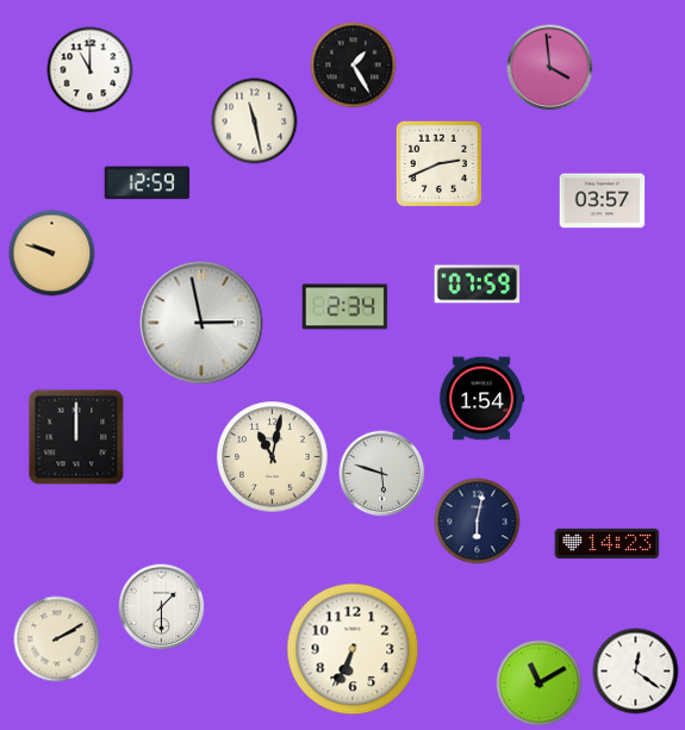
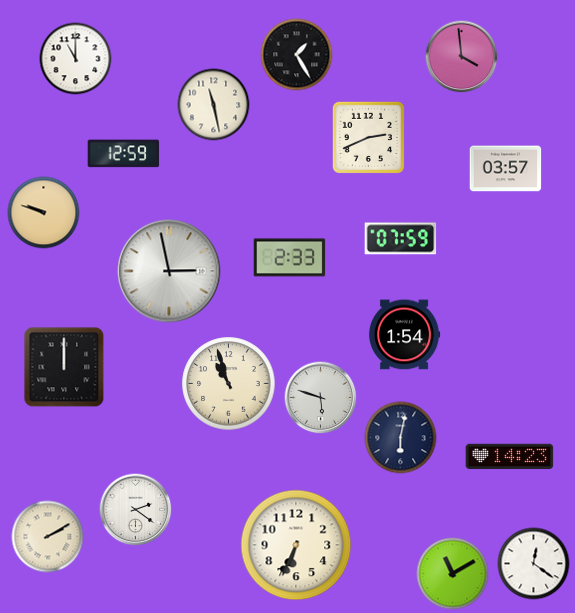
clock at (255, 121) position: (255, 121) -> (214, 105)
clock at (345, 307): 2:34 -> 2:33
clock at (273, 457): 11:02 -> 10:57
clock at (162, 607): 1:30 -> 2:21
